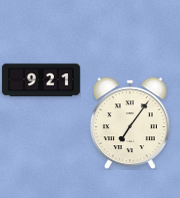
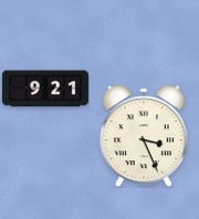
clock at (130, 123): 7:06 -> 3:26
